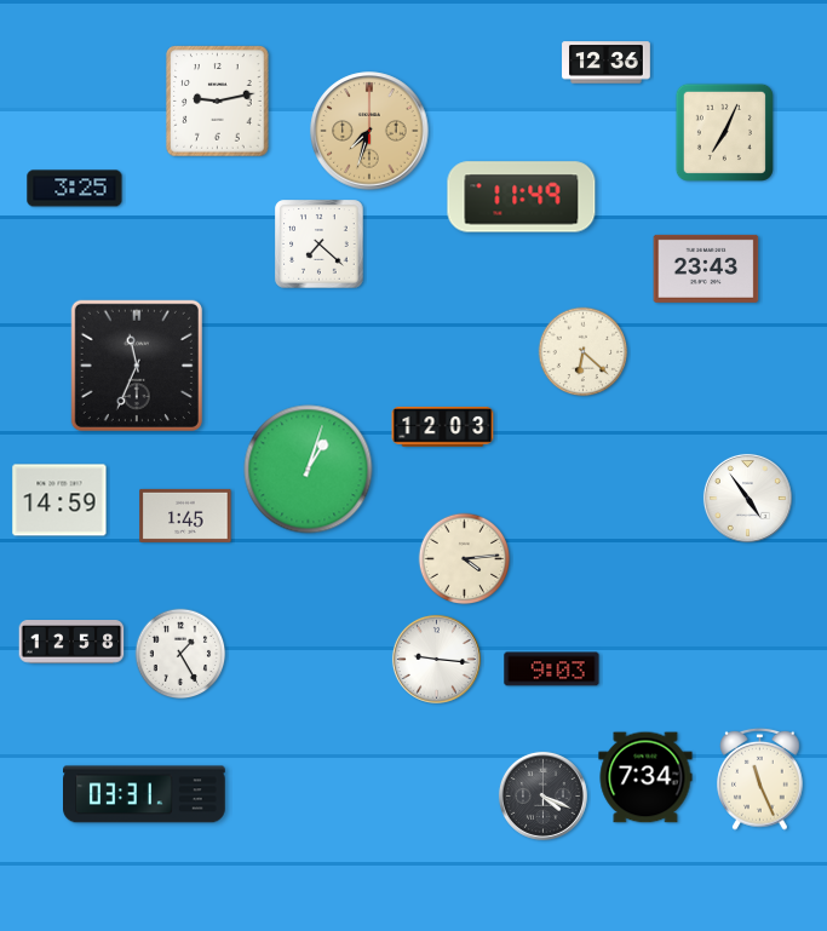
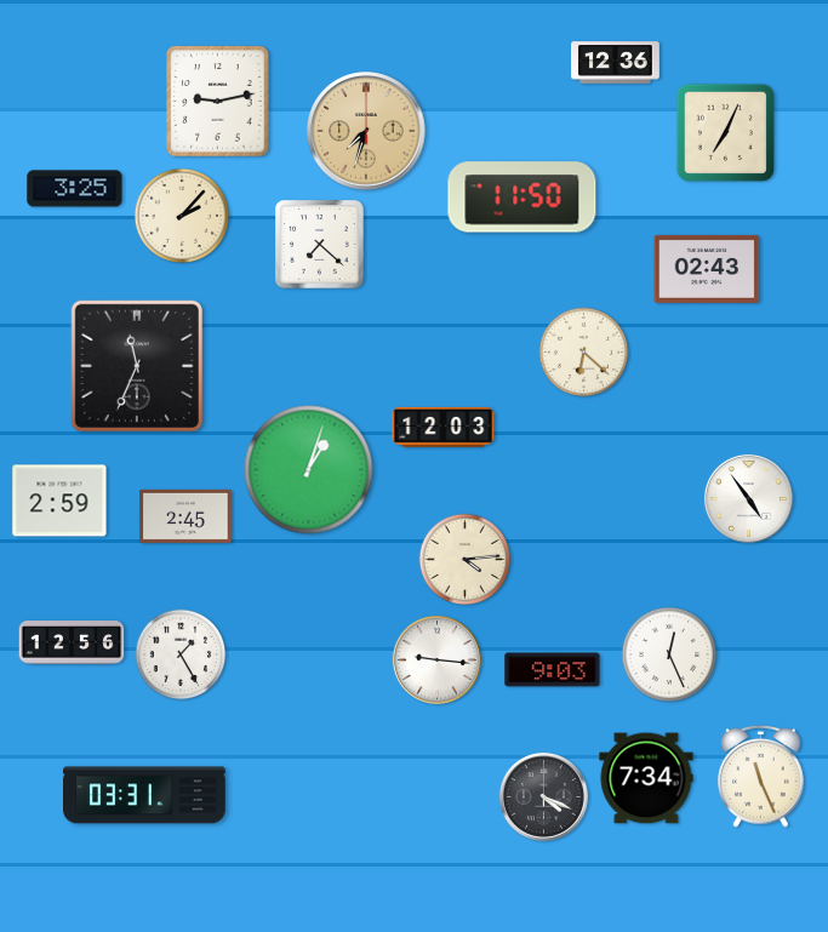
clock at (607, 63) position: (607, 63) -> (616, 63)
clock at (369, 131) position: (369, 131) -> (366, 131)
clock at (522, 197): 11:49 -> 11:50
clock at (181, 215): none -> 2:07
clock at (706, 269): 23:43 -> 02:43
clock at (59, 500): 14:59 -> 2:59
clock at (185, 516): 1:45 -> 2:45
clock at (71, 642): 12:58 -> 12:56
clock at (668, 653): none -> 12:26
clock at (760, 778) position: (760, 778) -> (761, 776)
